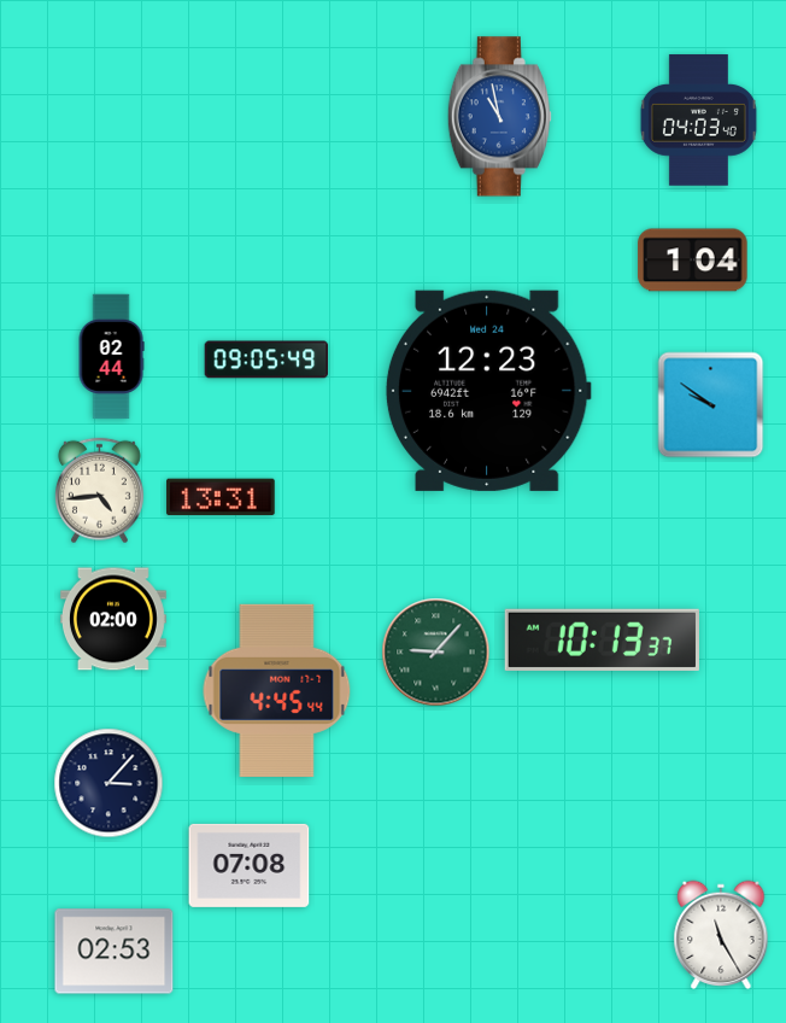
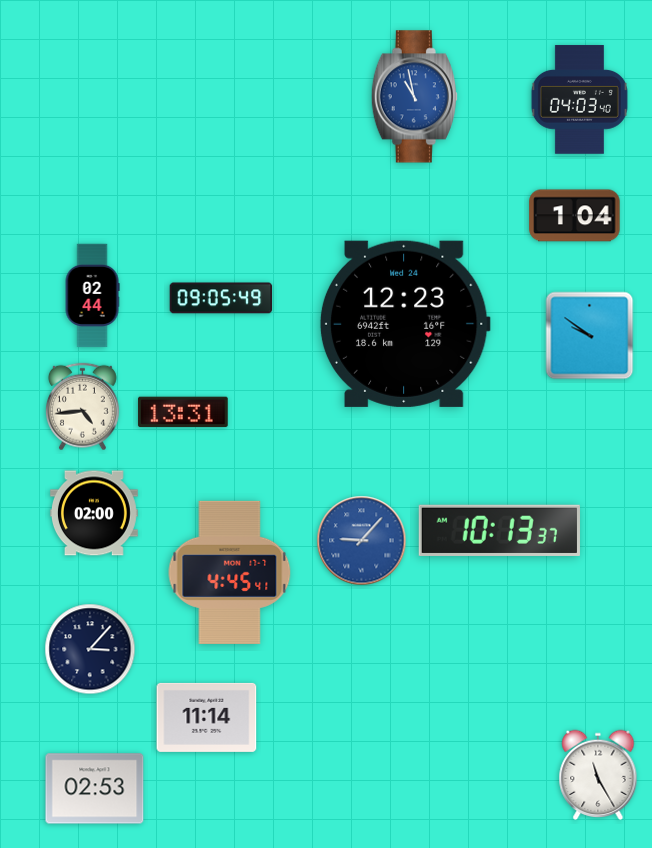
clock at (436, 653) dial: green -> blue
clock at (277, 690): 4:45:44 -> 4:45:41
clock at (250, 865): 07:08 -> 11:14
